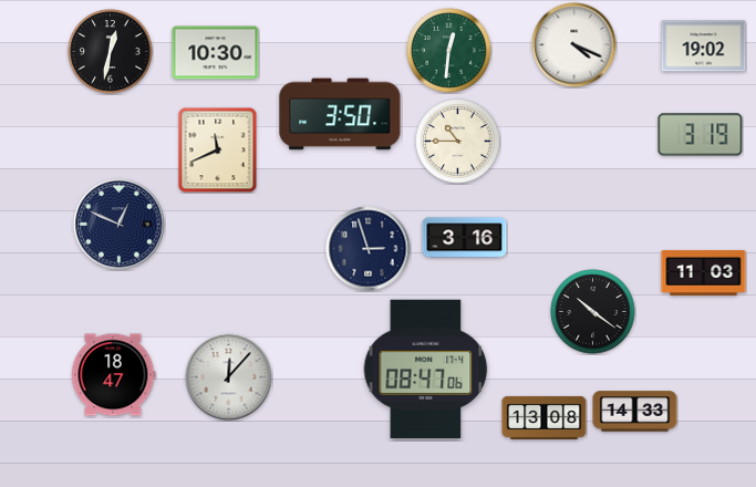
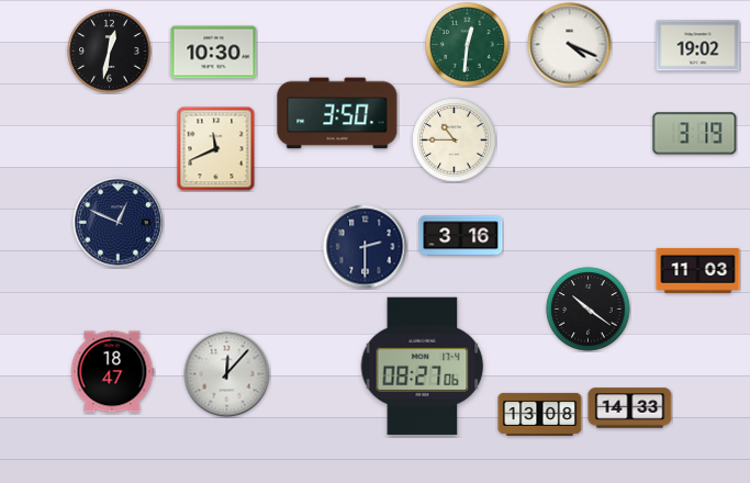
clock at (449, 51) position: (449, 51) -> (468, 45)
clock at (369, 249): 2:57 -> 2:30
clock at (426, 369): 08:47 -> 08:27
